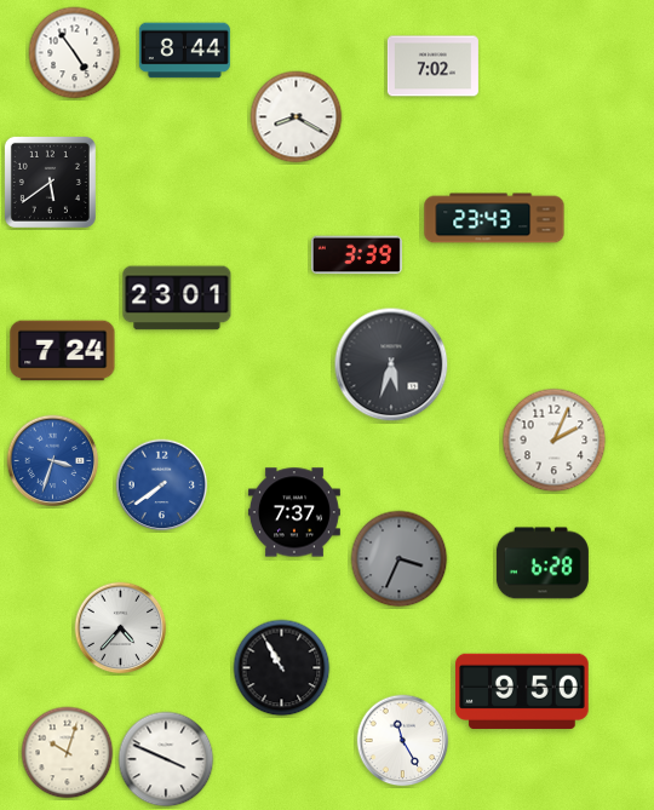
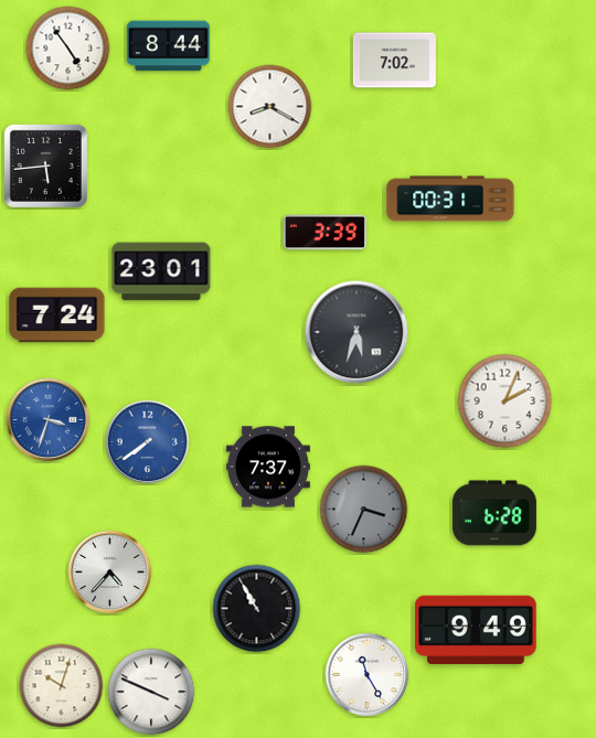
clock at (50, 182): 5:39 -> 5:44
clock at (494, 218): 23:43 -> 00:31
clock at (63, 351) position: (63, 351) -> (57, 315)
clock at (522, 691): 9:50 -> 9:49
